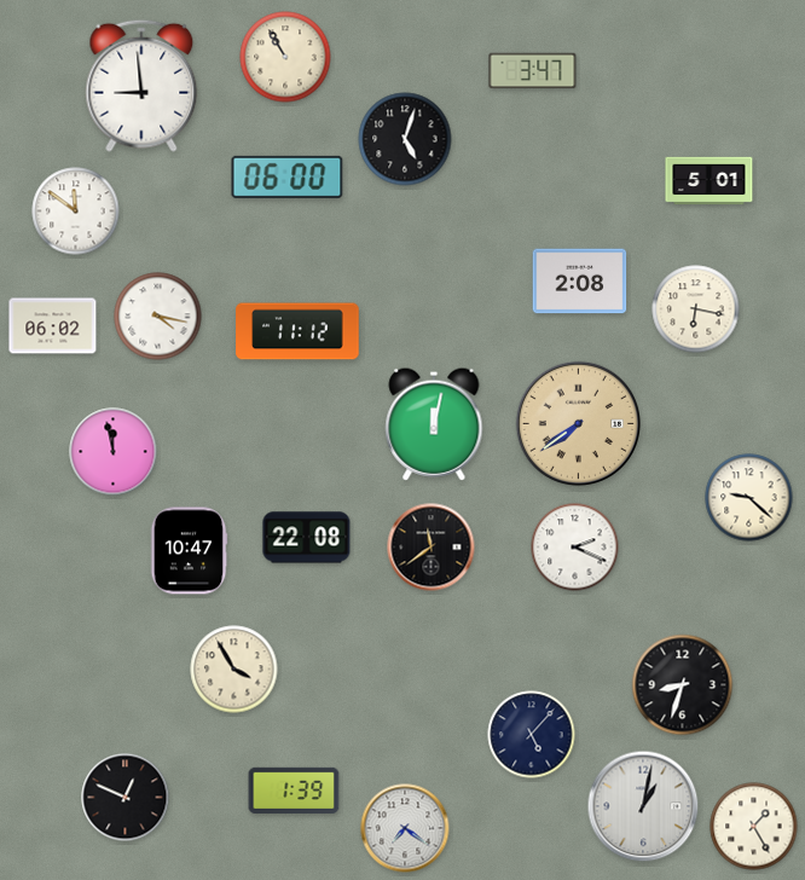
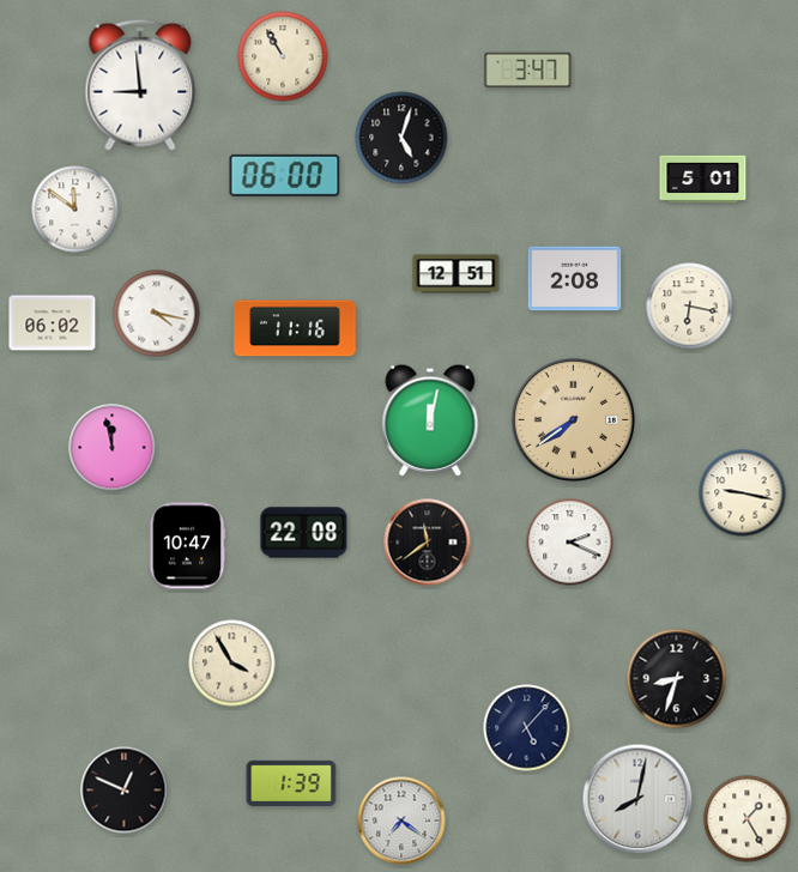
clock at (457, 274): none -> 12:51
clock at (297, 331): 11:12 -> 11:16
clock at (749, 498): 9:22 -> 9:17
clock at (643, 806): 1:02 -> 8:02
